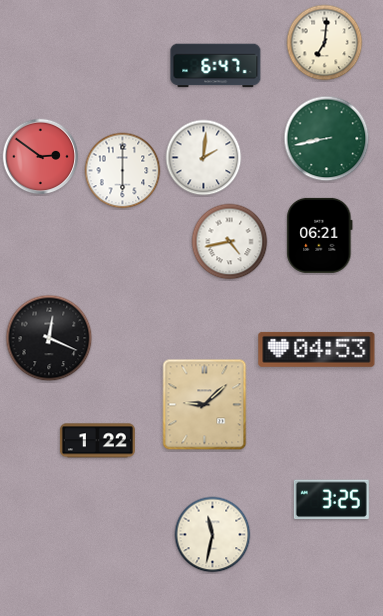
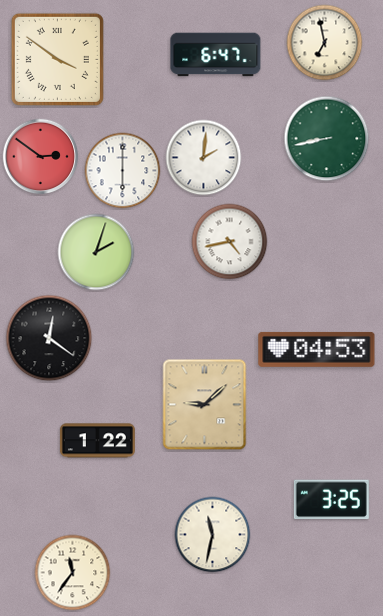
clock at (325, 43): 7:01 -> 6:58
clock at (57, 59): none -> 3:51
clock at (216, 66) position: (216, 66) -> (216, 55)
clock at (320, 235): 06:21 -> none
clock at (96, 252): none -> 2:03
clock at (49, 338): 12:19 -> 12:21
clock at (73, 573): none -> 11:36
